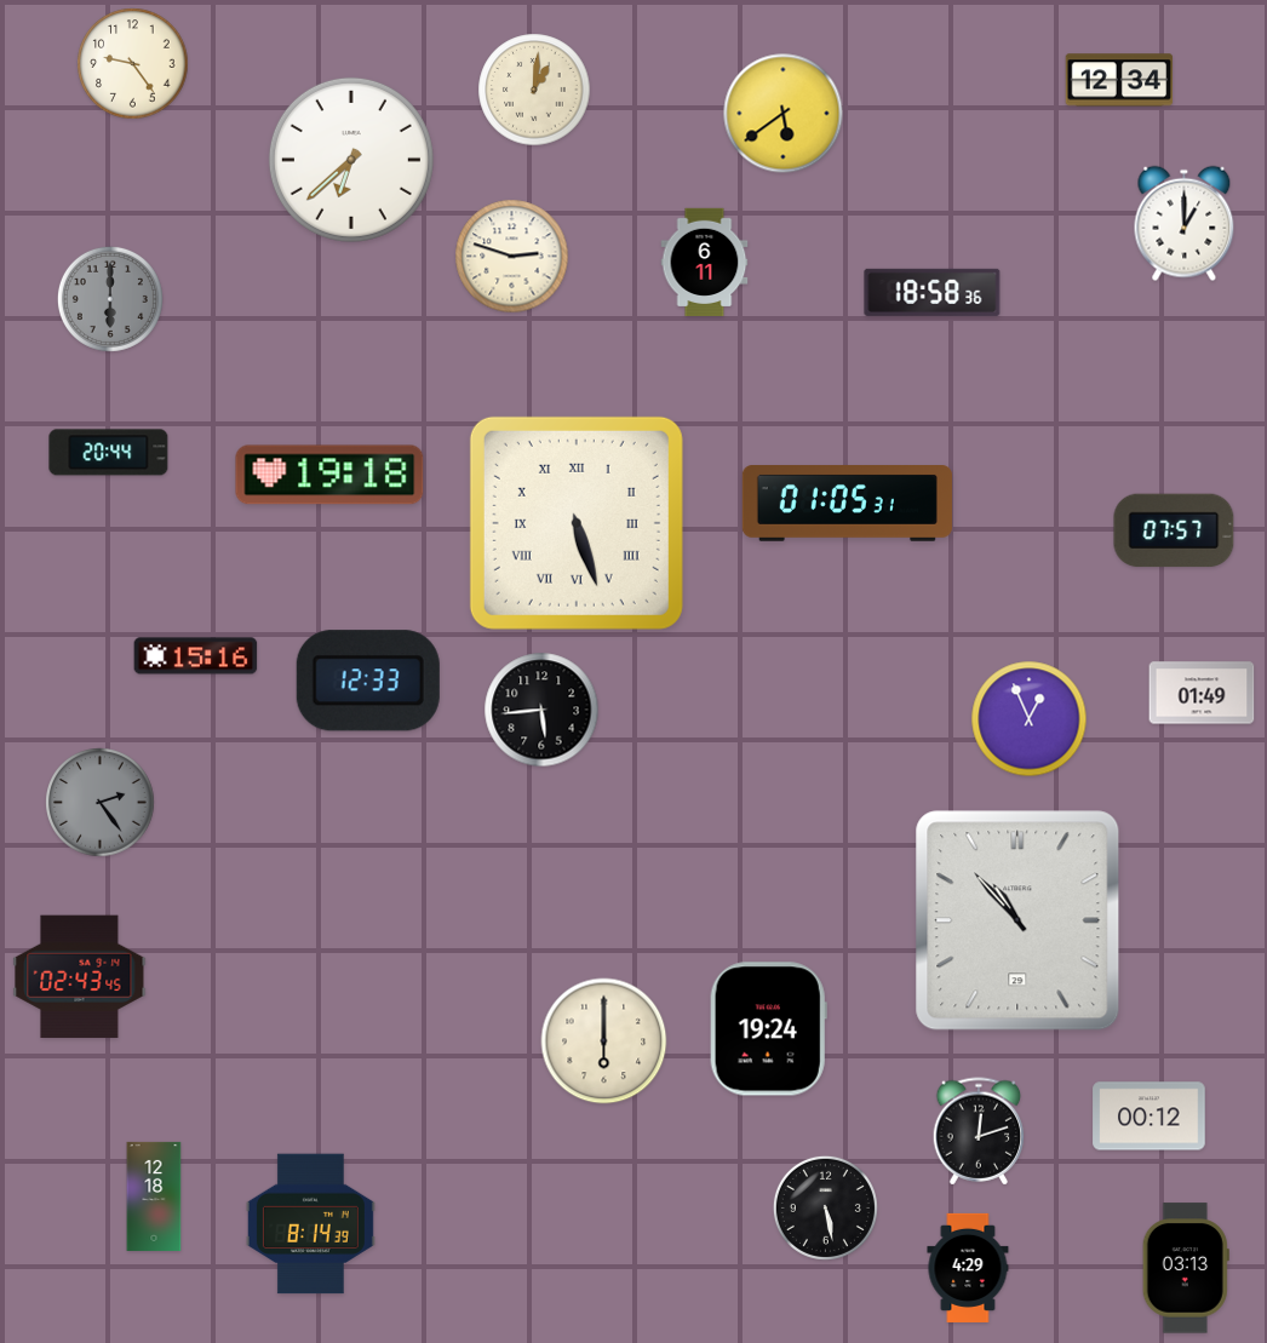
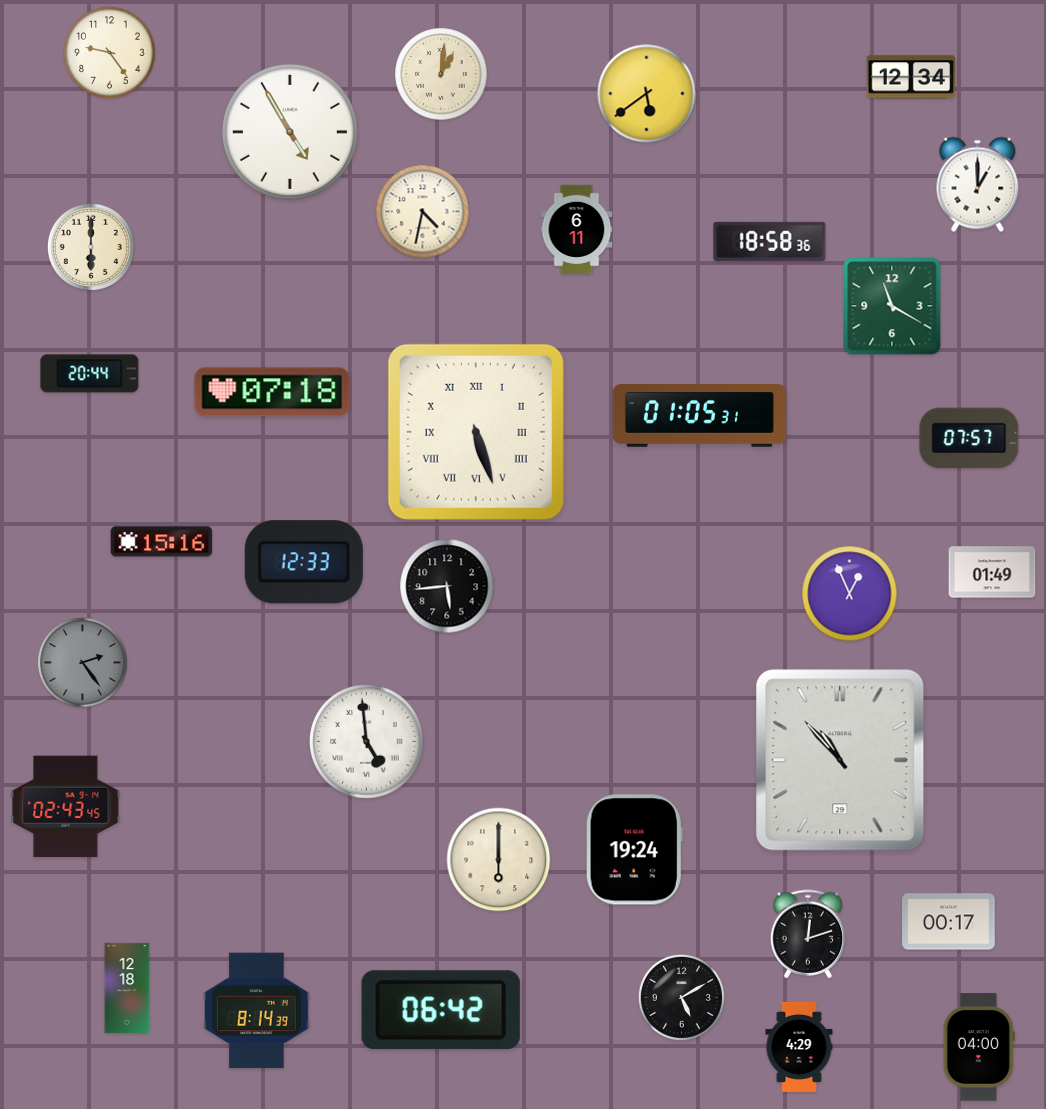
clock at (1119, 80) position: (1119, 80) -> (911, 77)
clock at (351, 160): 6:38 -> 4:55
clock at (512, 257): 2:48 -> 4:32
clock at (705, 262) position: (705, 262) -> (577, 229)
clock at (110, 299) dial: grey -> cream
clock at (892, 306): none -> 11:20
clock at (329, 475): 19:18 -> 07:18
clock at (367, 742): none -> 4:59
clock at (1150, 1117): 00:12 -> 00:17
clock at (825, 1207): 5:28 -> 5:10
clock at (441, 1010): none -> 06:42
clock at (1186, 1268): 03:13 -> 04:00
